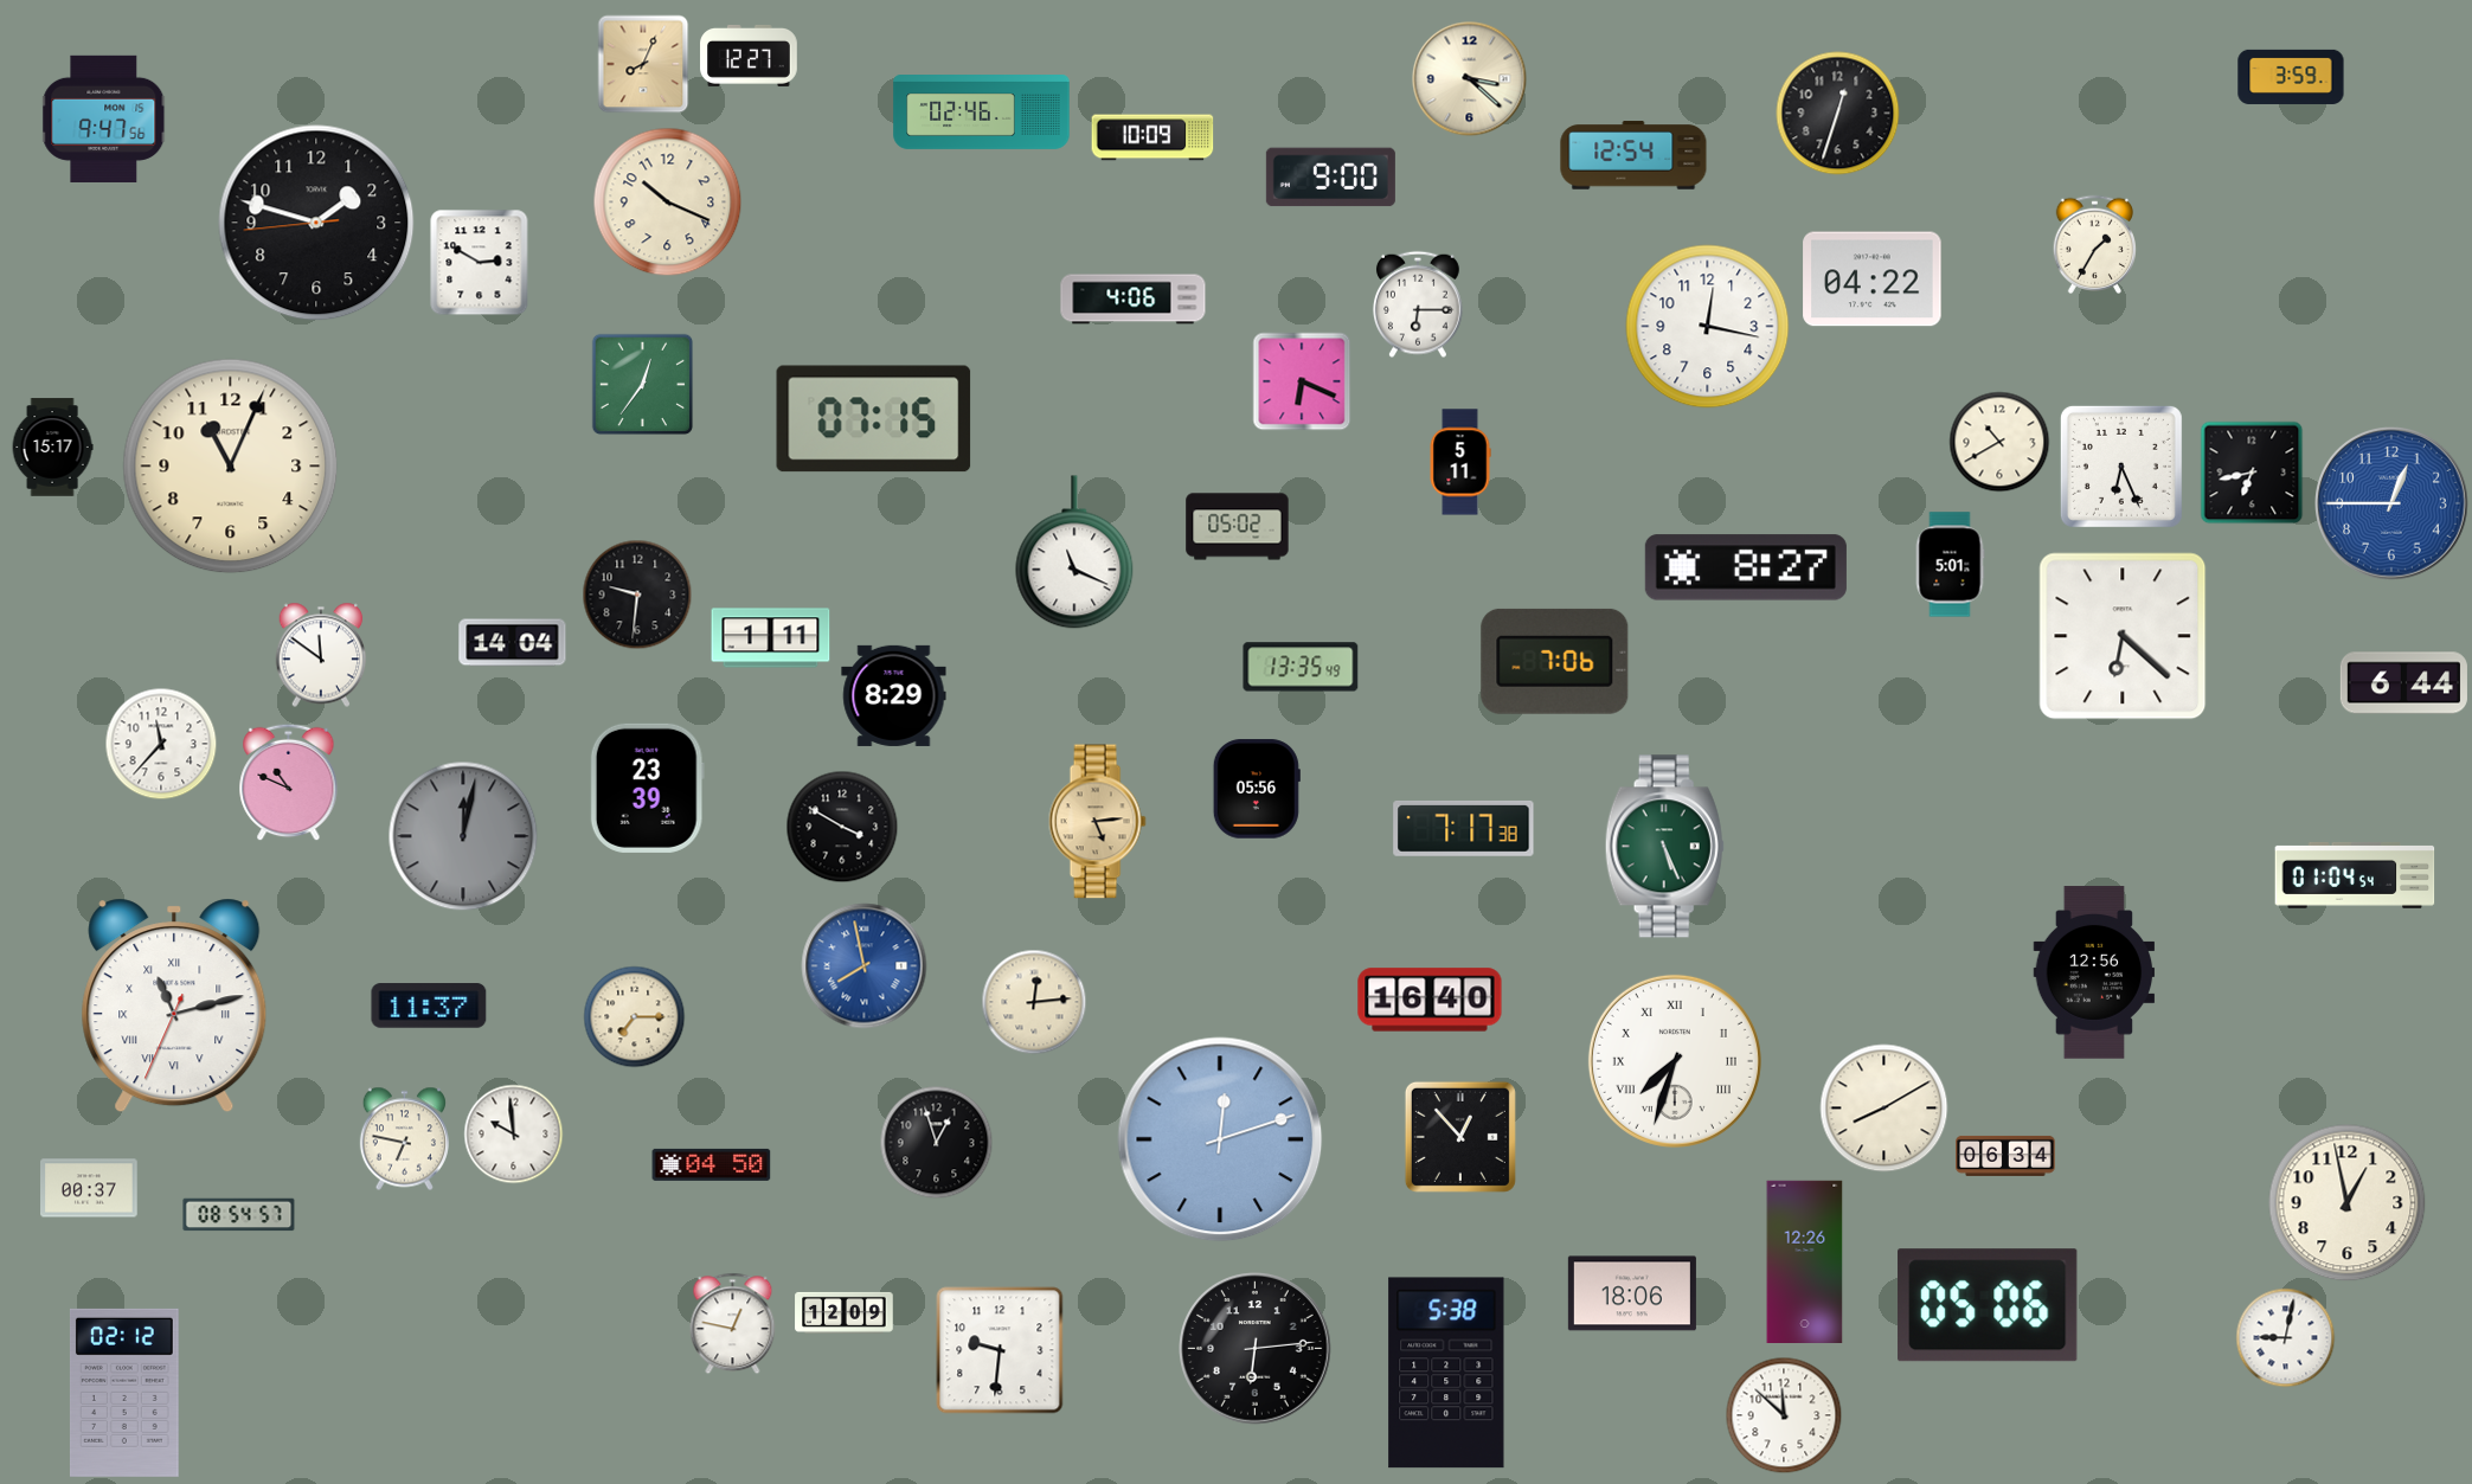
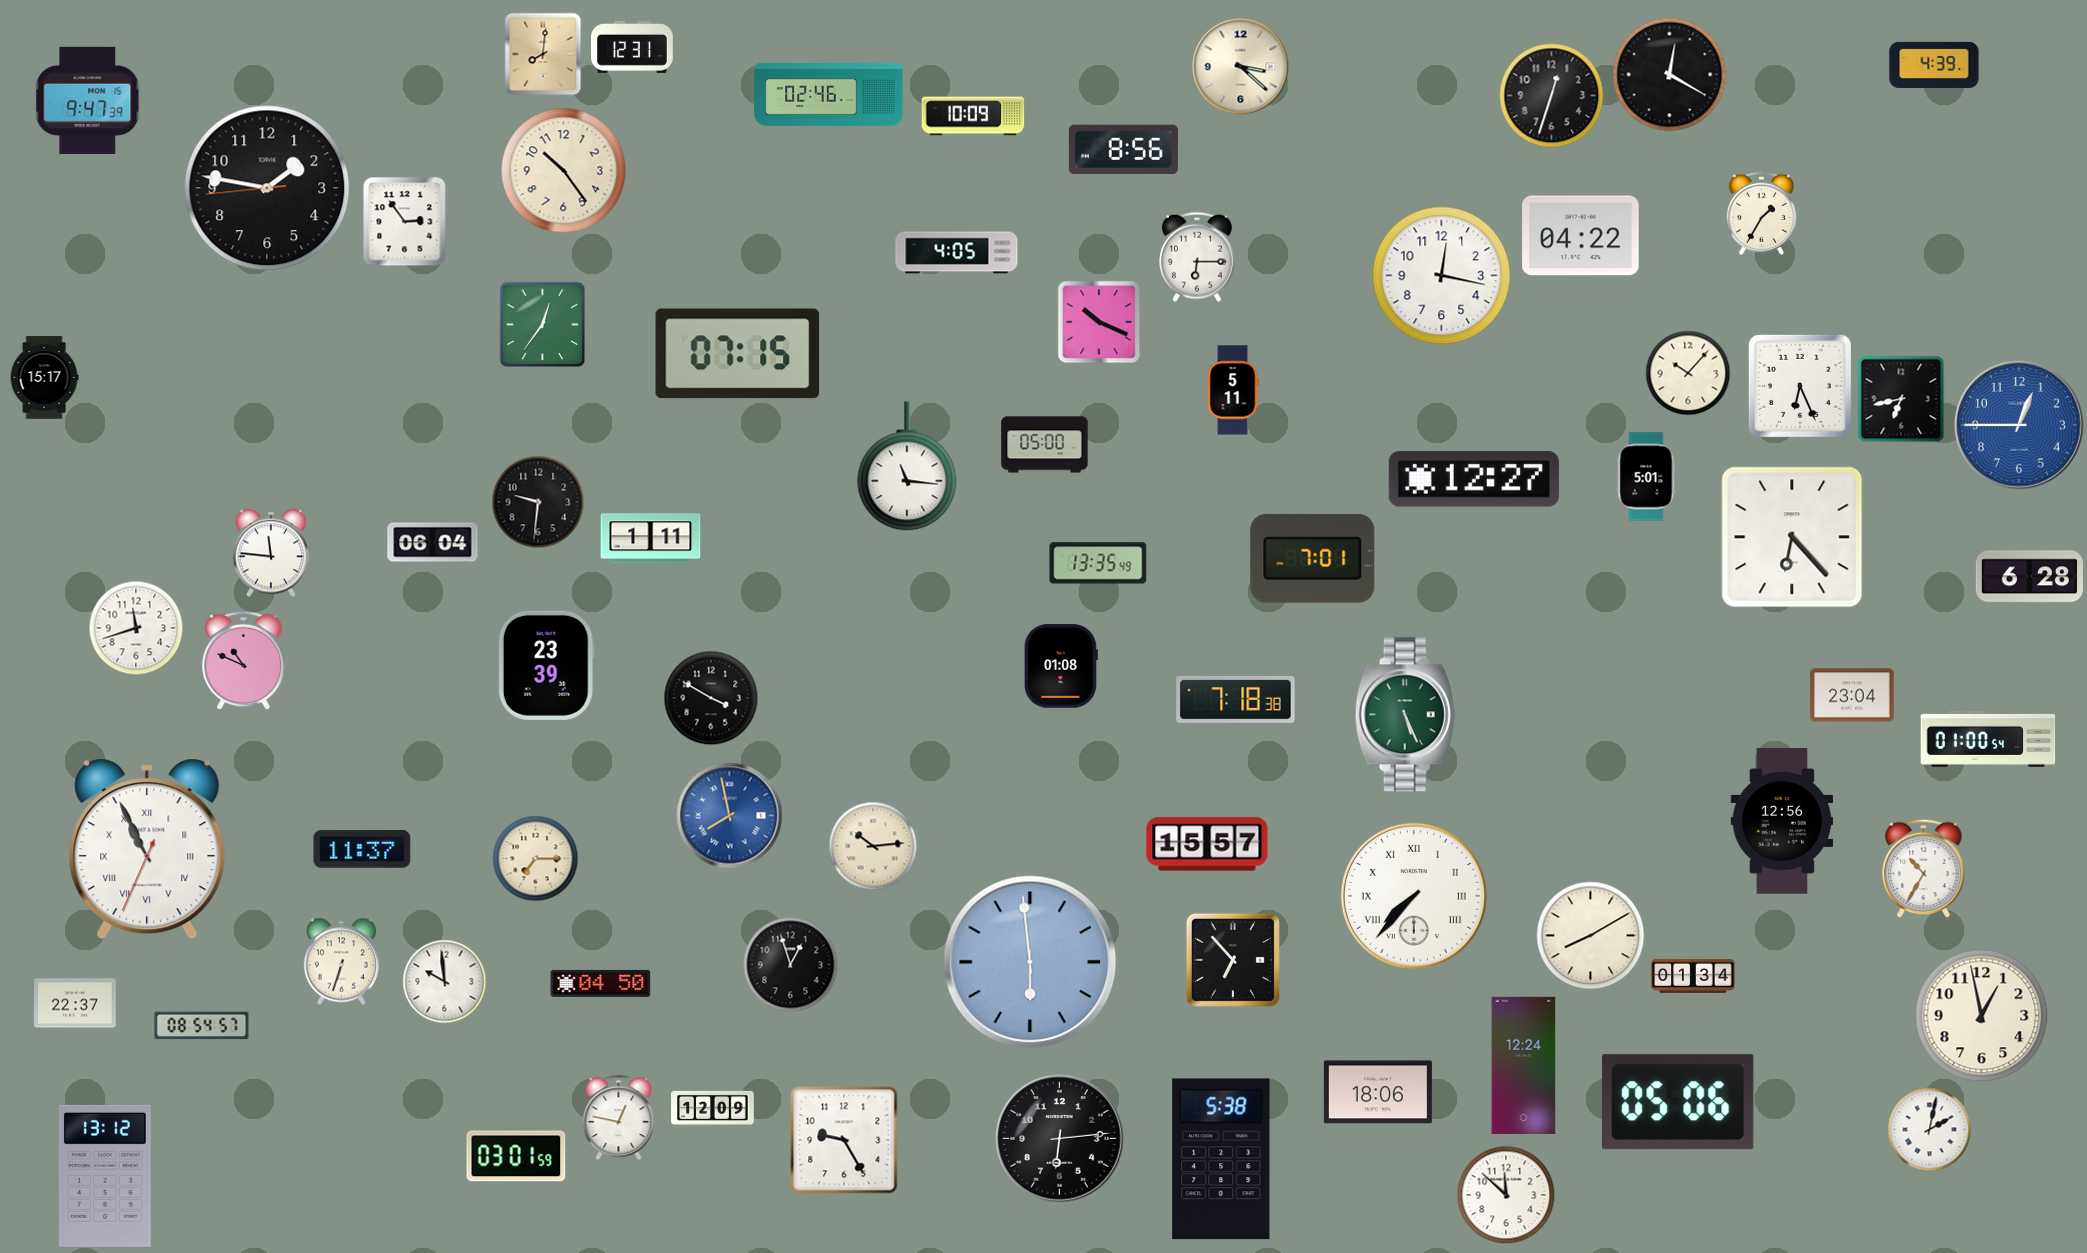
clock at (749, 56): 12:27 -> 12:31
clock at (643, 64): 8:04 -> 8:01
clock at (2291, 77): 3:59 -> 4:39
clock at (1670, 75): none -> 12:20
clock at (104, 118): 9:47:56 -> 9:47:39
clock at (1633, 155): 12:54 -> none
clock at (1330, 178): 9:00 -> 8:56
clock at (668, 203): 10:19 -> 10:24
clock at (316, 223): 1:47 -> 1:46
clock at (2095, 244) position: (2095, 244) -> (1762, 213)
clock at (480, 263): 2:50 -> 2:54
clock at (1134, 300): 4:06 -> 4:05
clock at (1302, 381): 6:19 -> 10:19
clock at (1999, 442): 10:40 -> 10:07
clock at (231, 467): 11:04 -> none
clock at (2121, 467) position: (2121, 467) -> (1800, 386)
clock at (1238, 527): 05:02 -> 05:00
clock at (1074, 552): 11:19 -> 11:16
clock at (1746, 567): 8:27 -> 12:27
clock at (2123, 636): 6:22 -> 6:23
clock at (513, 643): 14:04 -> 06:04
clock at (321, 655): 11:51 -> 11:46
clock at (1555, 661): 7:06 -> 7:01
clock at (2403, 683): 6:44 -> 6:28
clock at (894, 695): 8:29 -> none
clock at (161, 744): 11:37 -> 11:42
clock at (1257, 789): 05:56 -> 01:08
clock at (1097, 822): 5:14 -> none
clock at (1852, 695): none -> 23:04
clock at (1464, 829): 7:17 -> 7:18
clock at (463, 836): 12:02 -> none
clock at (2355, 875): 01:04 -> 01:00
clock at (2094, 972) position: (2094, 972) -> (1782, 821)
clock at (1430, 1000): 16:40 -> 15:57
clock at (1034, 1002): 12:14 -> 10:14
clock at (174, 1006): 11:12 -> 10:55
clock at (1924, 869): none -> 10:35
clock at (1675, 1061): 7:33 -> 7:37
clock at (514, 1135) position: (514, 1135) -> (445, 982)
clock at (1460, 1137): 12:53 -> 6:53
clock at (404, 1139): 6:47 -> 6:33
clock at (1220, 1139): 12:12 -> 5:59
clock at (2005, 1156): 06:34 -> 01:34
clock at (90, 1188): 00:37 -> 22:37
clock at (1805, 1261): 12:26 -> 12:24
clock at (2286, 1338): 9:02 -> 2:02
clock at (1000, 1350): 9:31 -> 9:25
clock at (516, 1156): none -> 03:01
clock at (124, 1393): 02:12 -> 13:12
